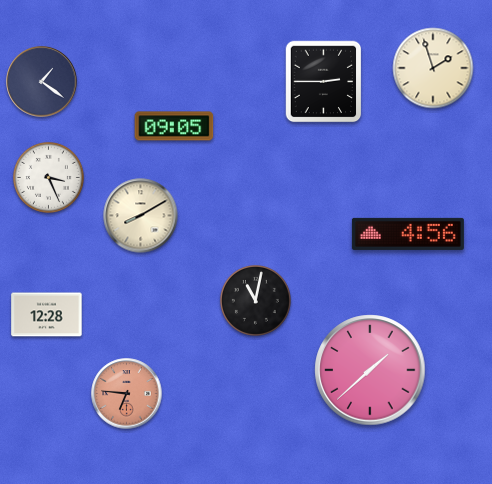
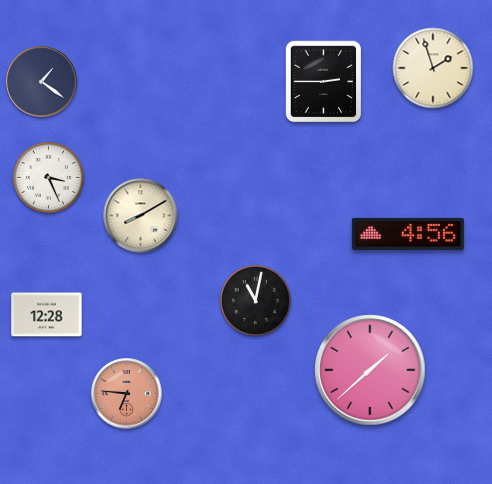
clock at (174, 126): 09:05 -> none
